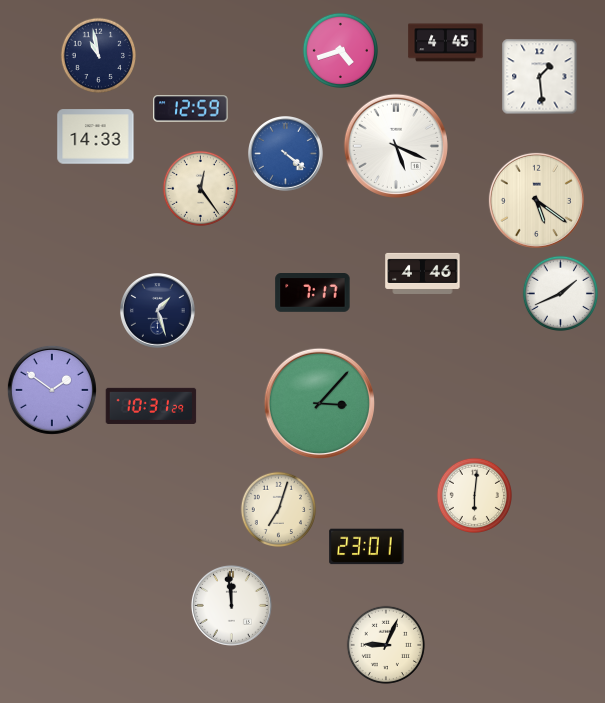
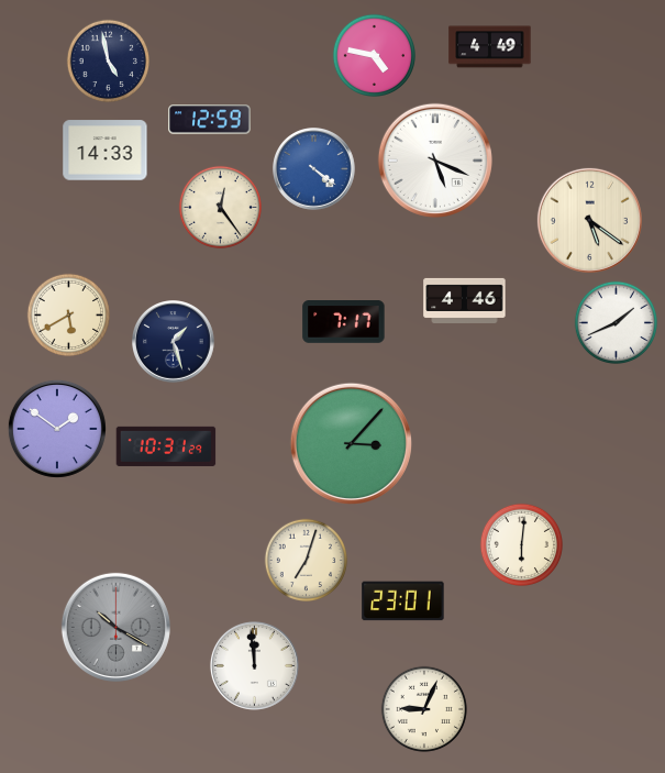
clock at (446, 43): 4:45 -> 4:49
clock at (340, 50): 4:42 -> 4:47
clock at (98, 55): 10:58 -> 4:58
clock at (540, 77): 1:29 -> none
clock at (68, 314): none -> 5:40
clock at (115, 627): none -> 10:20
